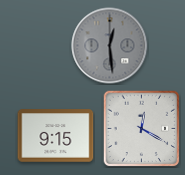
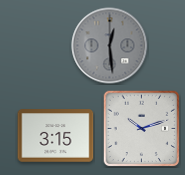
clock at (141, 128): 12:20 -> 10:12
clock at (56, 136): 9:15 -> 3:15
